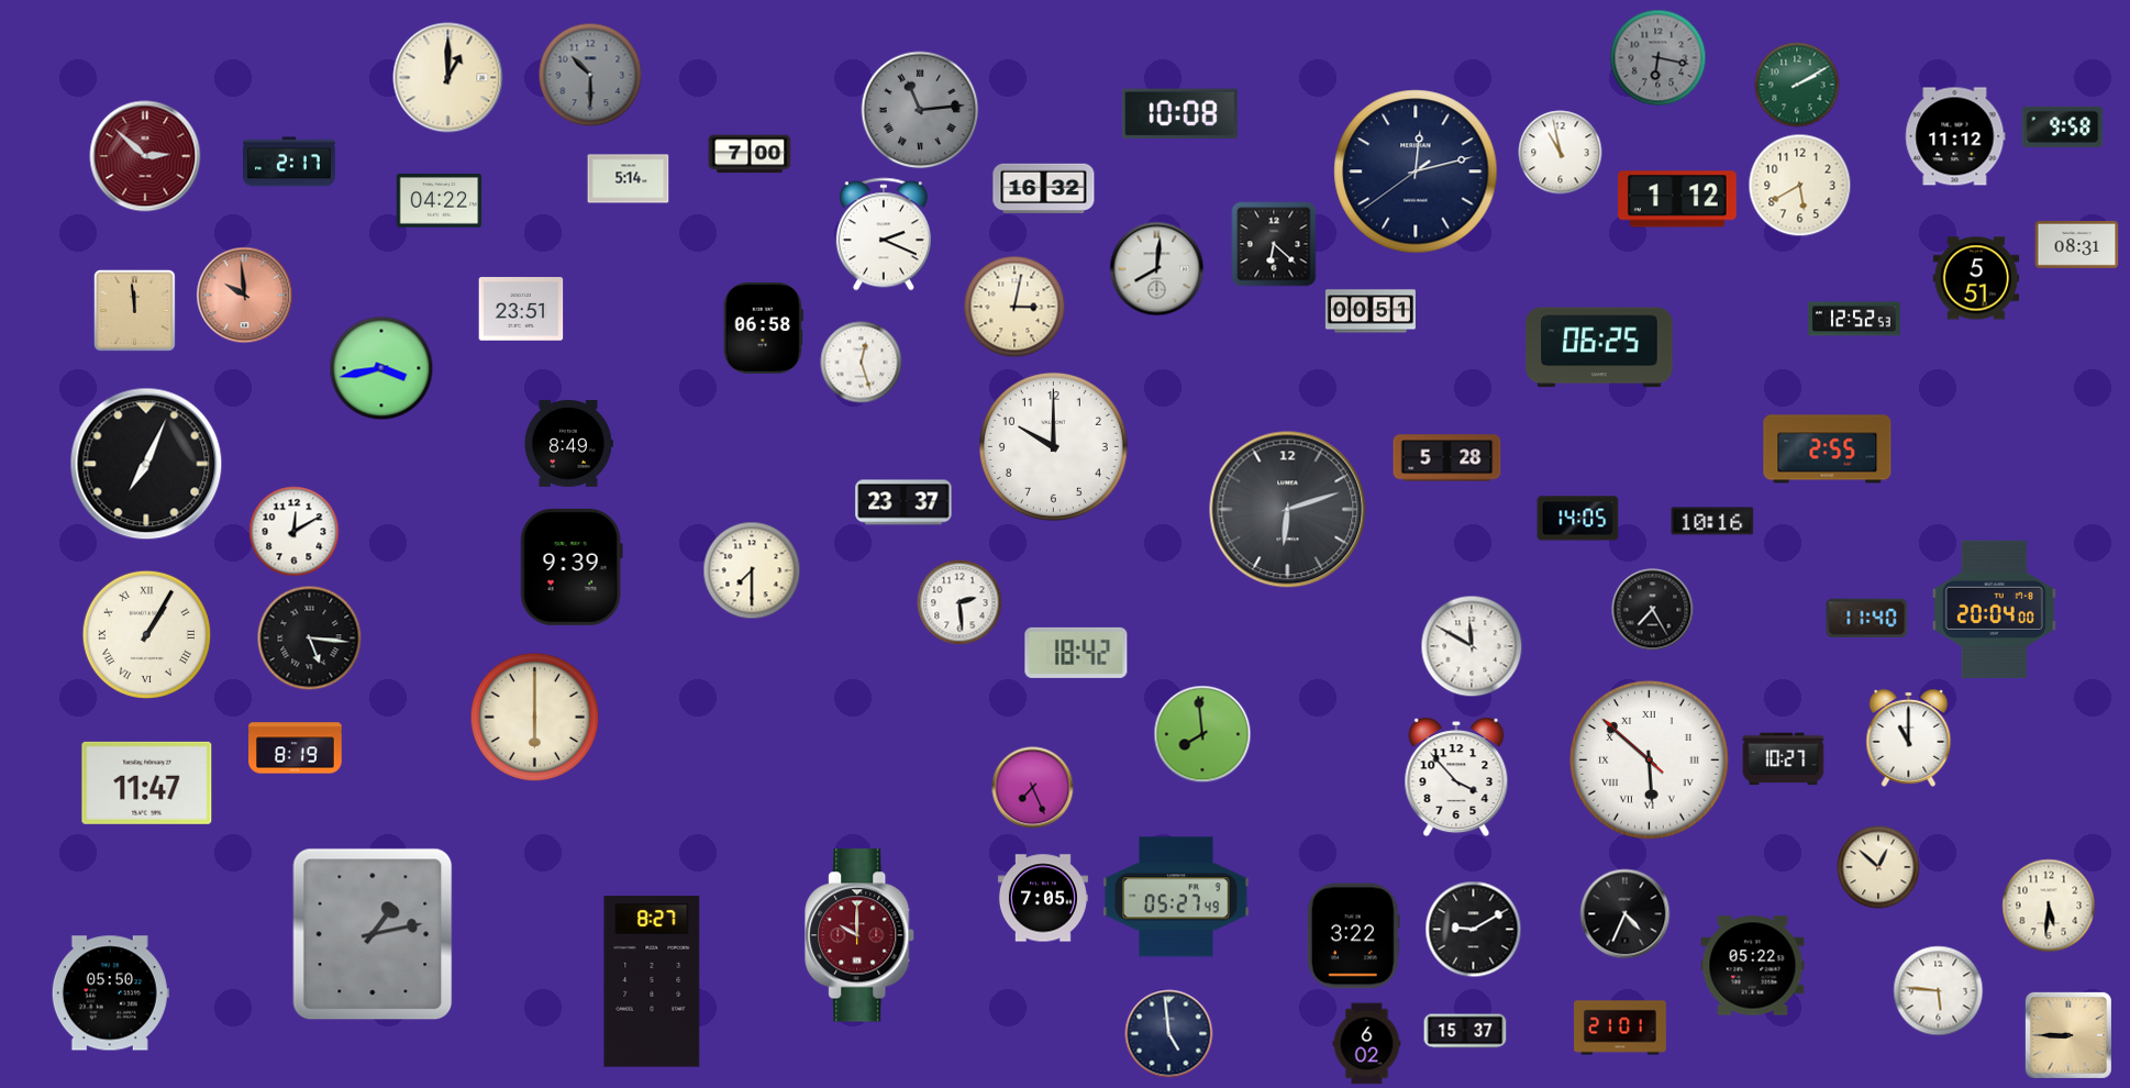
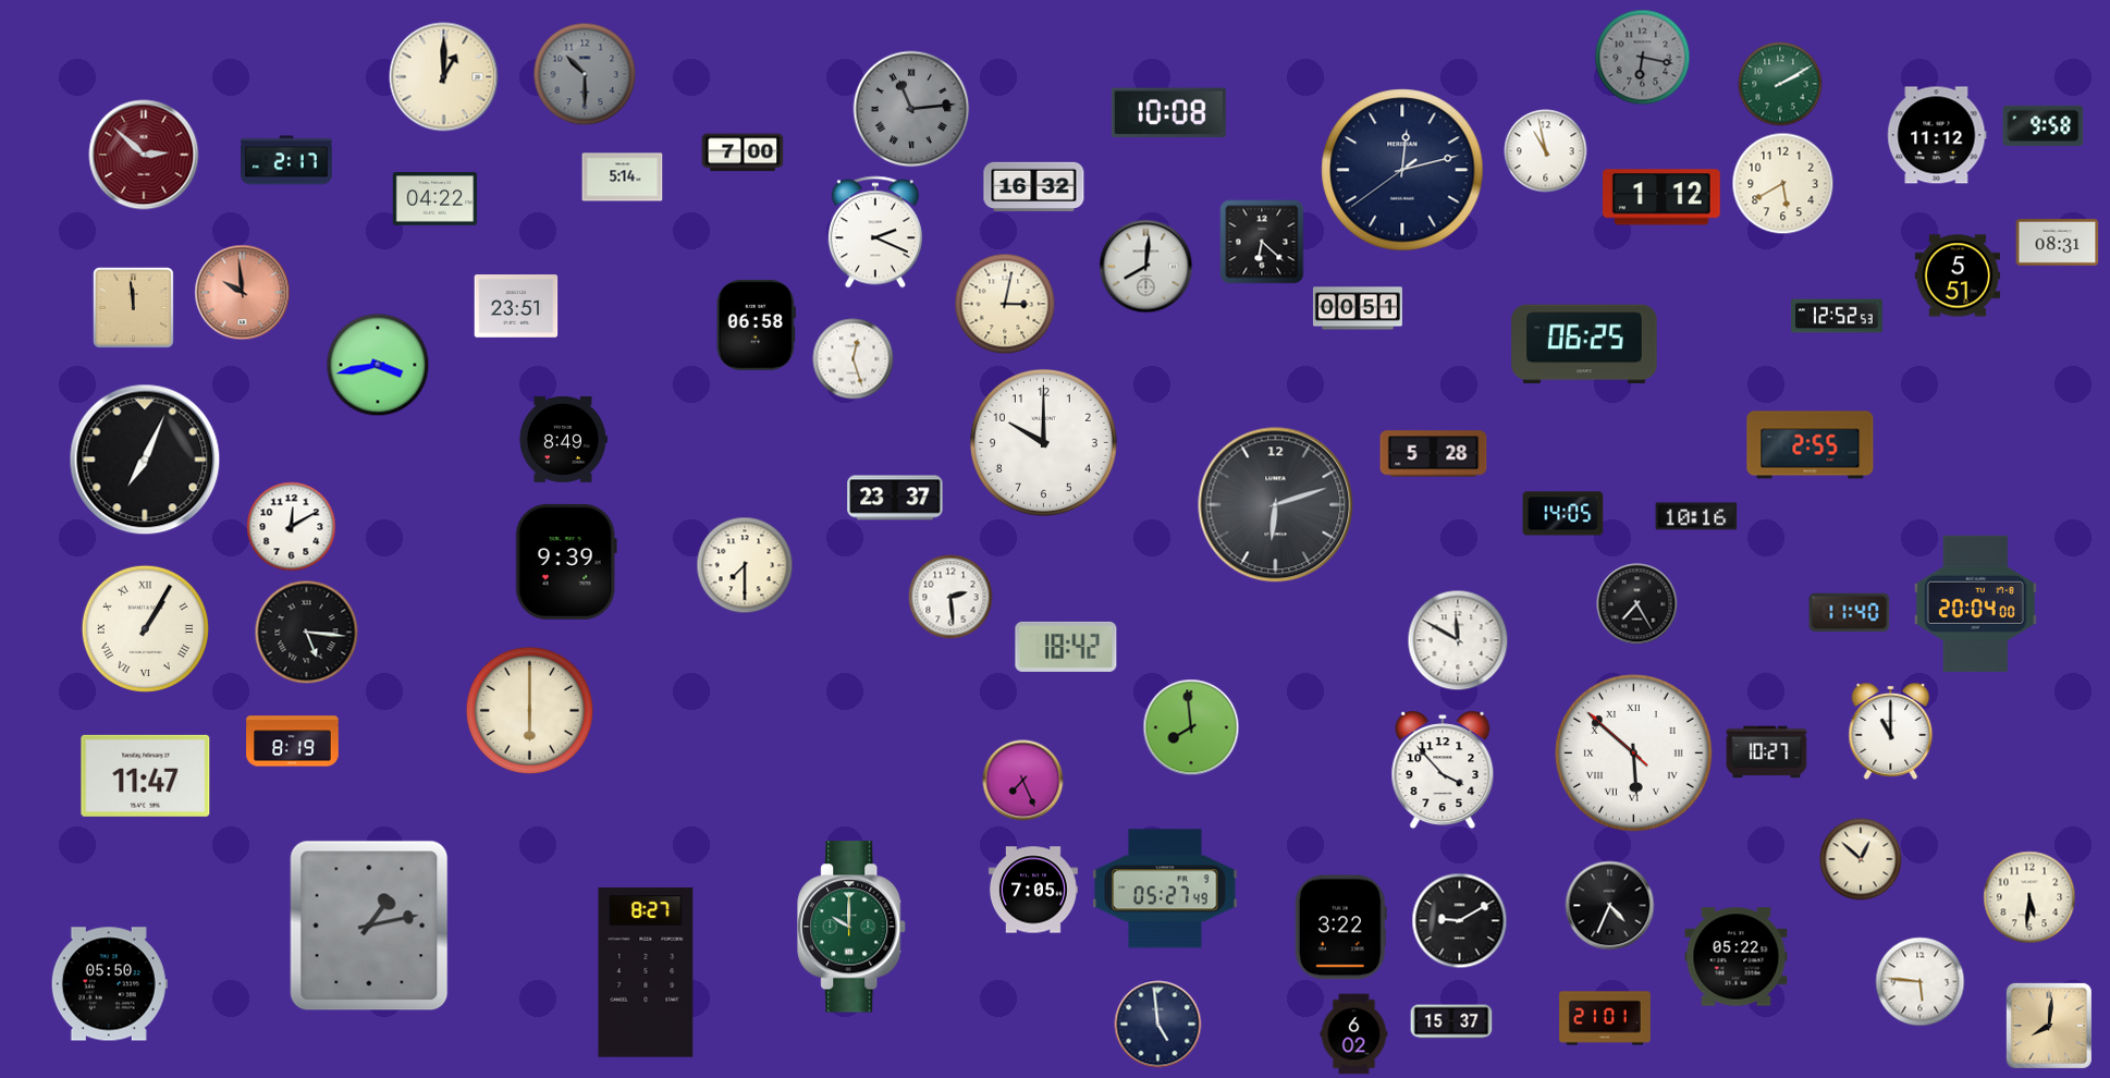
clock at (861, 935) dial: burgundy -> green
clock at (2068, 1035): 8:45 -> 8:01
